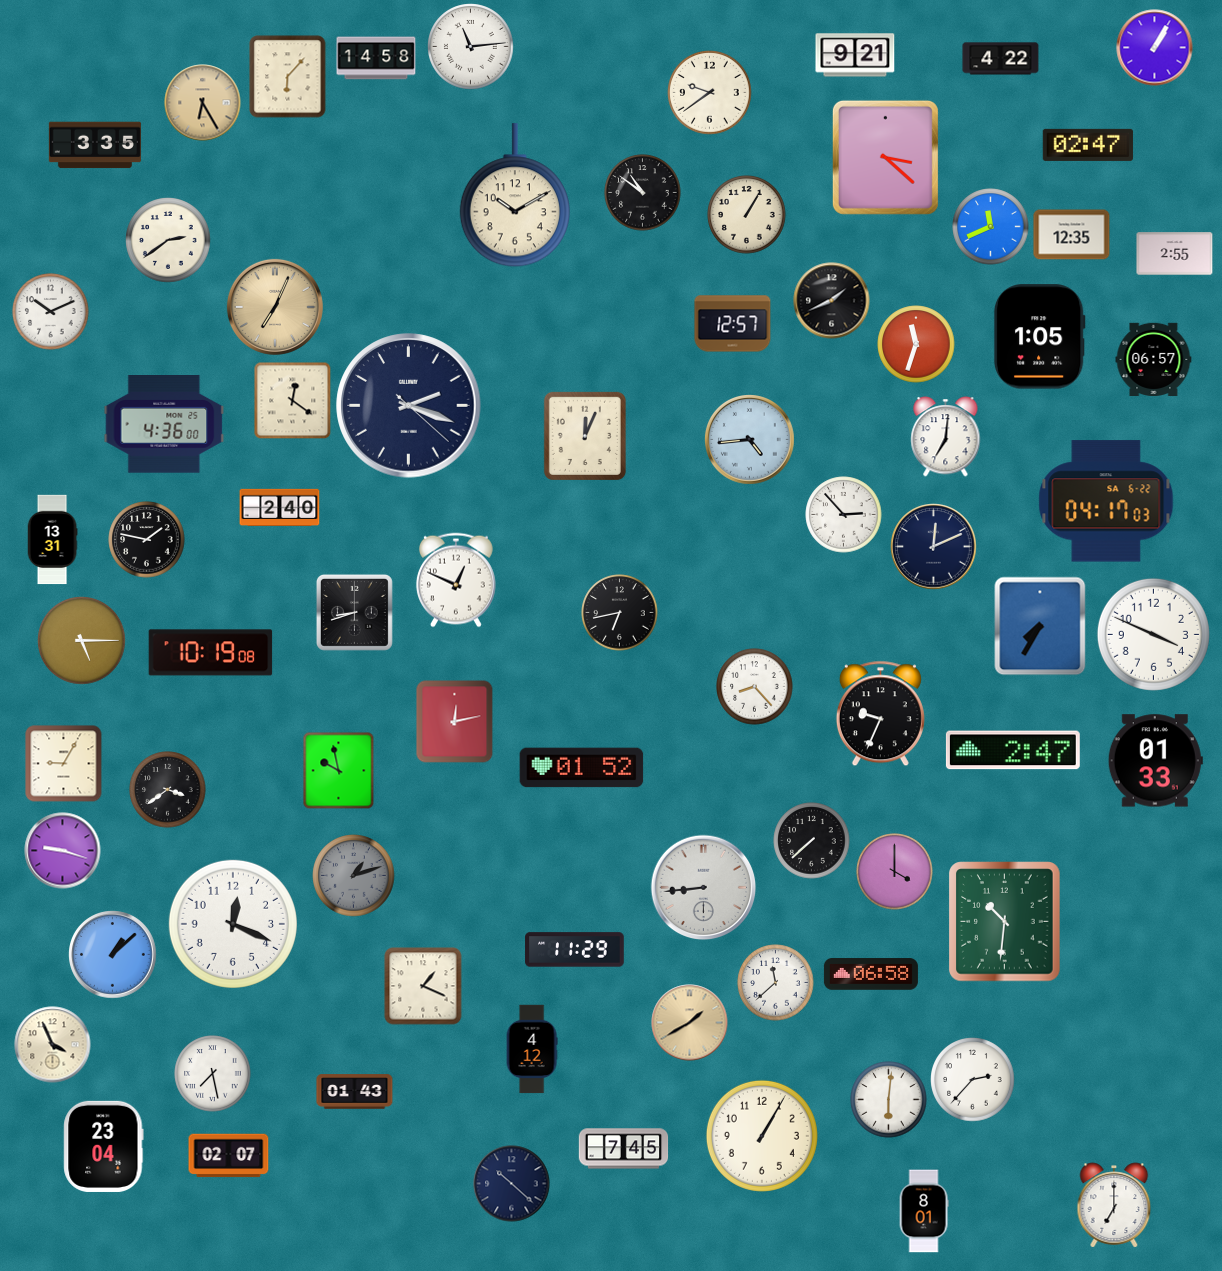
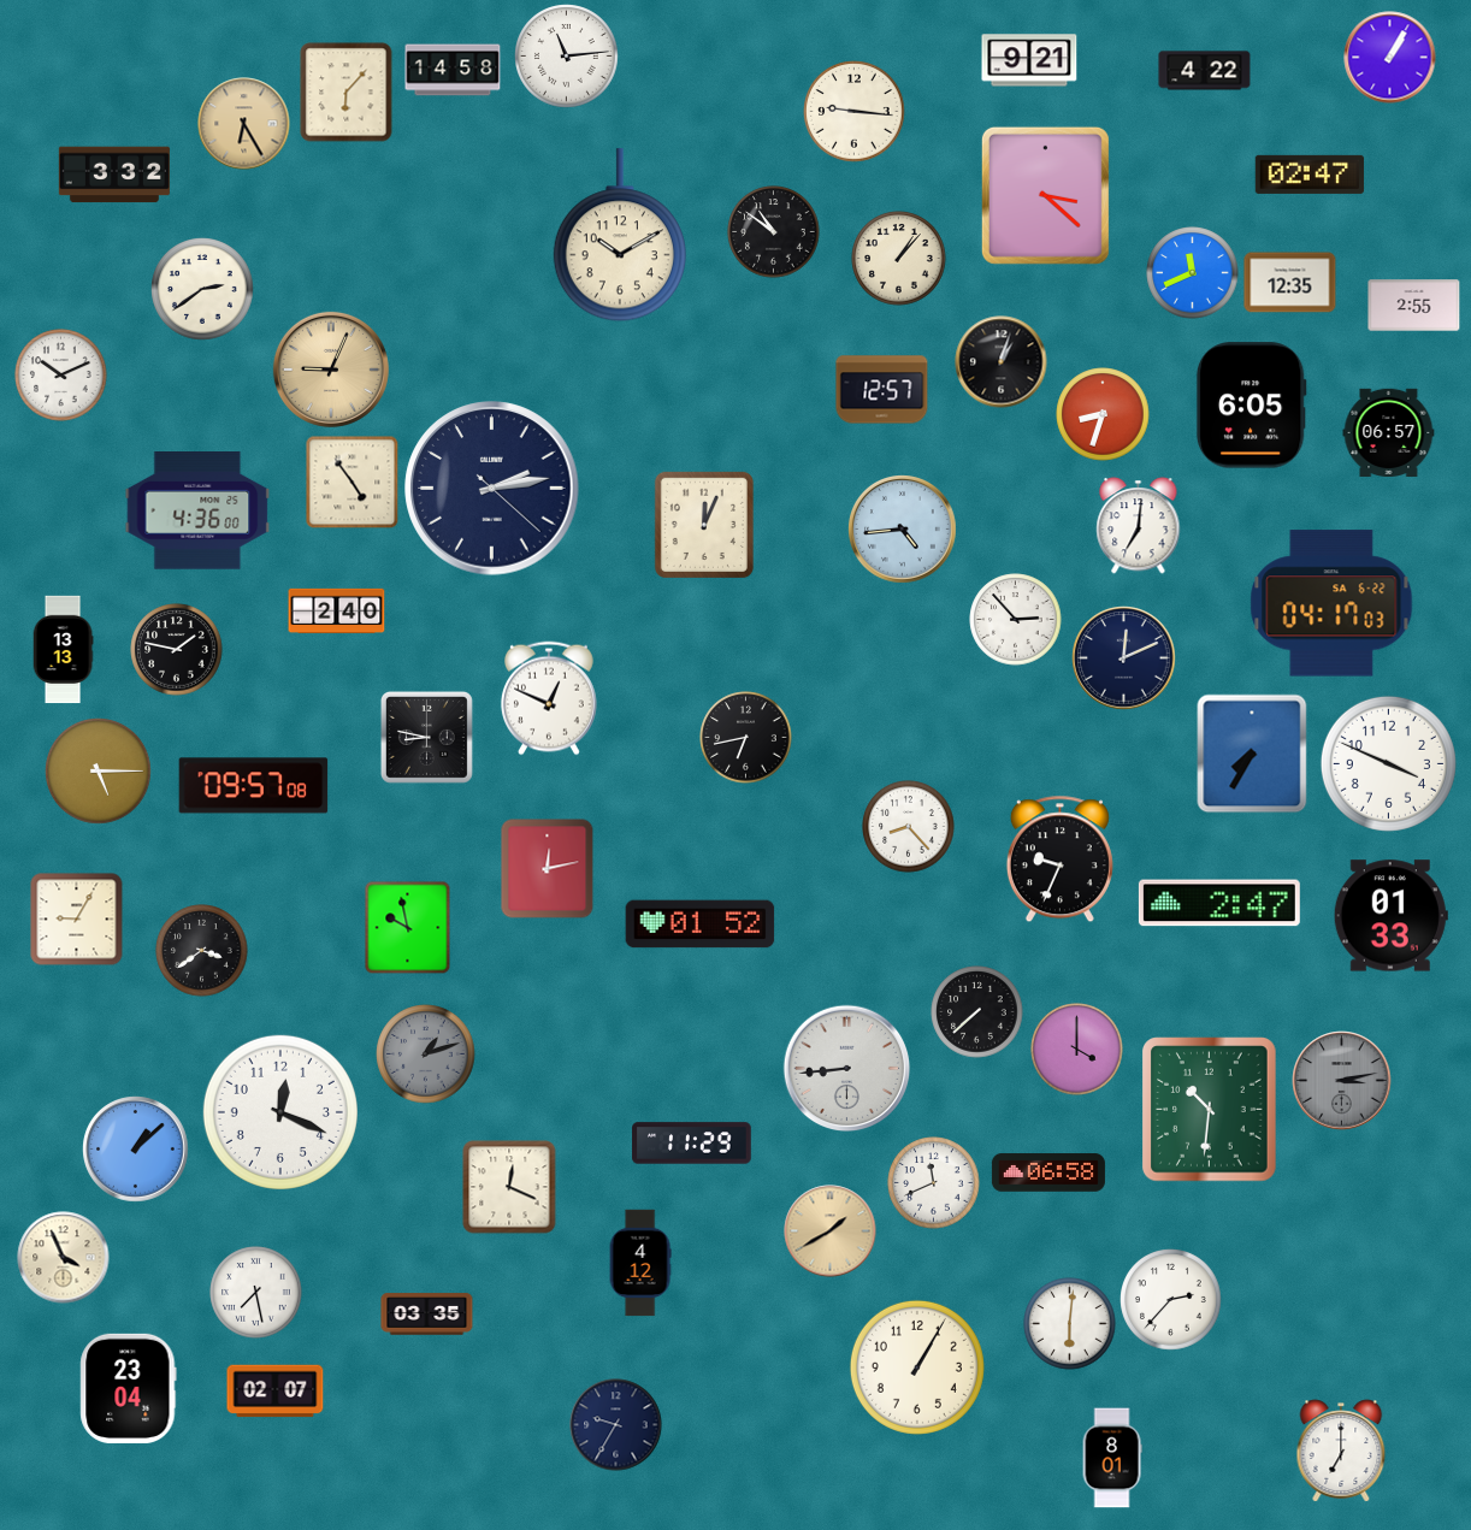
clock at (855, 55) position: (855, 55) -> (1029, 60)
clock at (710, 93): 9:39 -> 9:16
clock at (95, 145): 3:35 -> 3:32
clock at (885, 157) position: (885, 157) -> (1045, 195)
clock at (747, 215): 1:05 -> 1:07
clock at (832, 301): 1:41 -> 1:03
clock at (275, 307): 7:04 -> 9:04
clock at (1039, 337): 1:05 -> 6:05
clock at (916, 344): 11:33 -> 8:33
clock at (292, 400): 12:21 -> 4:54
clock at (409, 406): 2:18 -> 2:13
clock at (52, 540): 13:31 -> 13:13
clock at (354, 612): 8:42 -> 8:47
clock at (211, 653): 10:19 -> 09:57
clock at (63, 851): 9:18 -> none
clock at (1342, 1081): none -> 3:13
clock at (776, 983): 11:38 -> 11:41
clock at (423, 986): 1:19 -> 12:19
clock at (355, 1092): 01:43 -> 03:35
clock at (104, 1146) position: (104, 1146) -> (129, 1388)
clock at (624, 1149): 7:45 -> none
clock at (512, 1184): 10:22 -> 9:35
